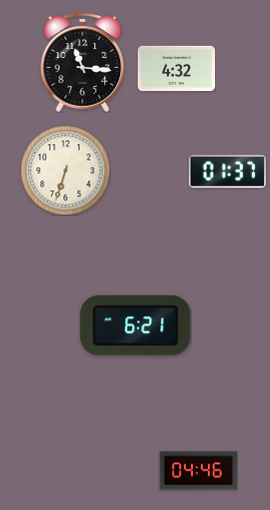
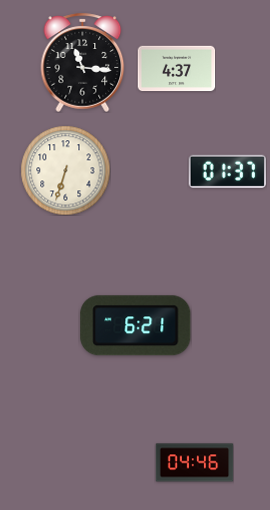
clock at (176, 69): 4:32 -> 4:37
clock at (198, 471) position: (198, 471) -> (194, 463)
